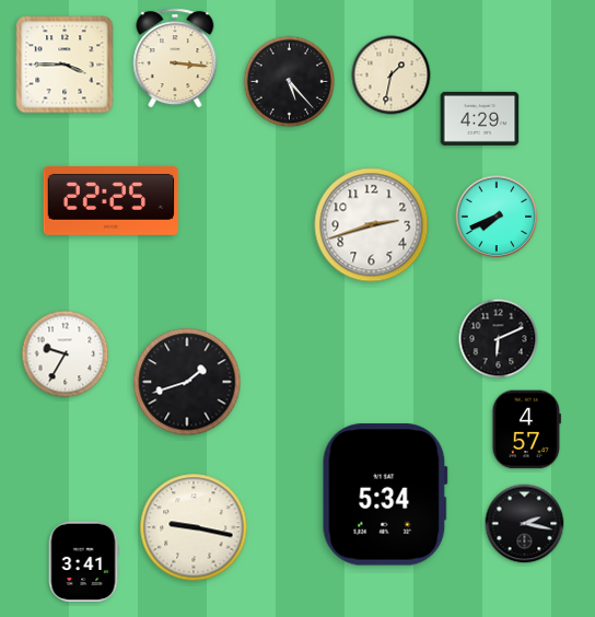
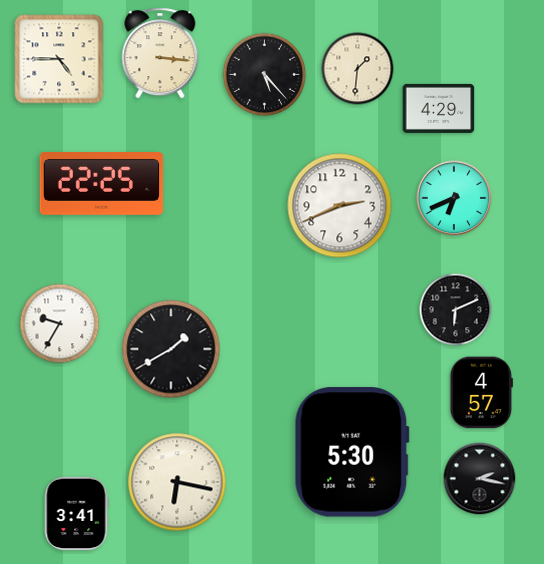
clock at (65, 65): 3:45 -> 4:45
clock at (392, 75): 1:32 -> 1:31
clock at (497, 217): 7:41 -> 6:41
clock at (372, 225): 2:42 -> 2:41
clock at (187, 382): 1:42 -> 1:40
clock at (385, 494): 5:34 -> 5:30
clock at (194, 527): 9:17 -> 6:17
